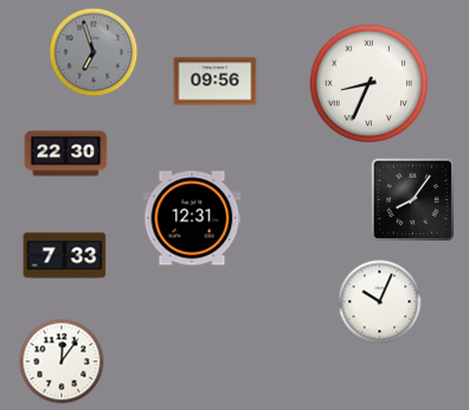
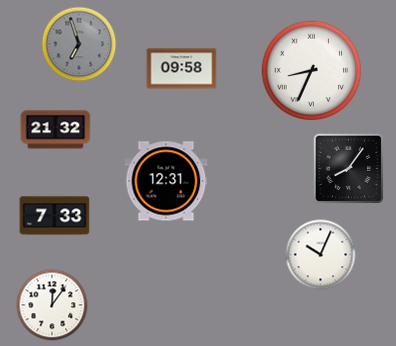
clock at (216, 82): 09:56 -> 09:58
clock at (66, 154): 22:30 -> 21:32
clock at (192, 218) position: (192, 218) -> (166, 181)
